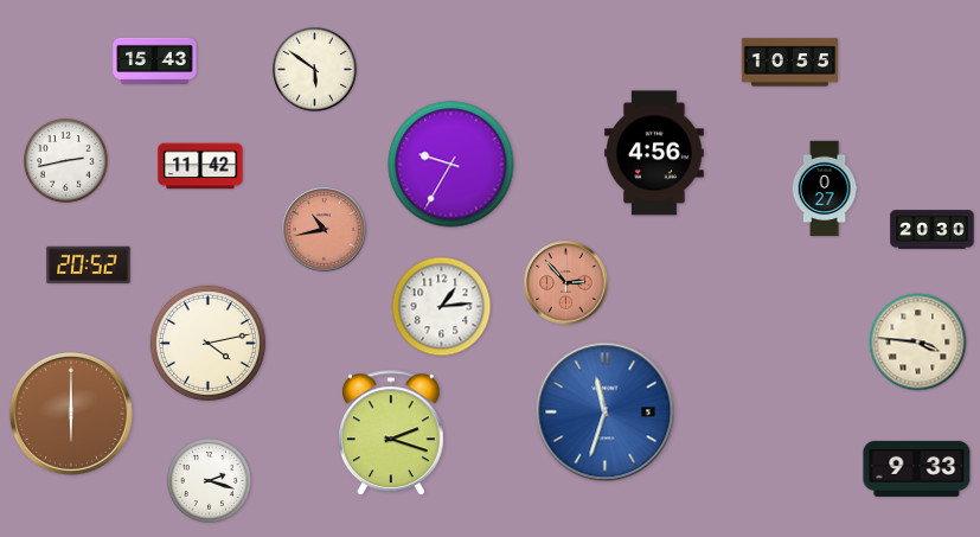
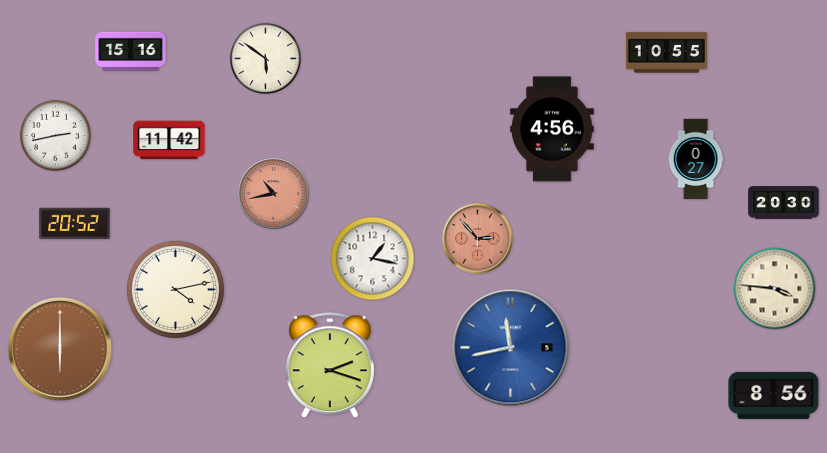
clock at (155, 60): 15:43 -> 15:16
clock at (451, 165): 9:35 -> none
clock at (933, 230) position: (933, 230) -> (784, 203)
clock at (442, 307): 1:14 -> 1:17
clock at (606, 413): 11:33 -> 11:43
clock at (917, 468): 9:33 -> 8:56
clock at (209, 480): 2:18 -> none
